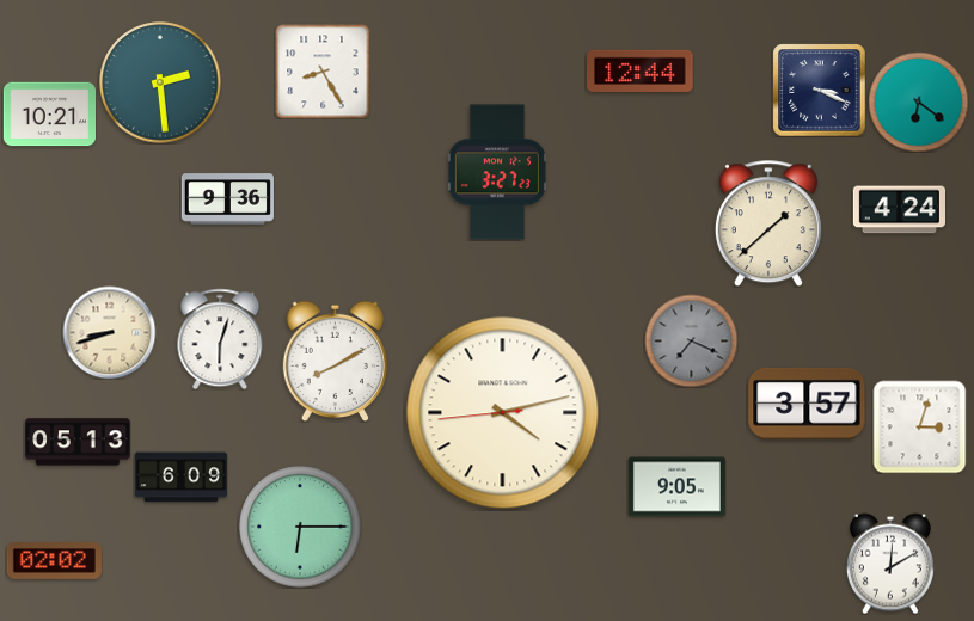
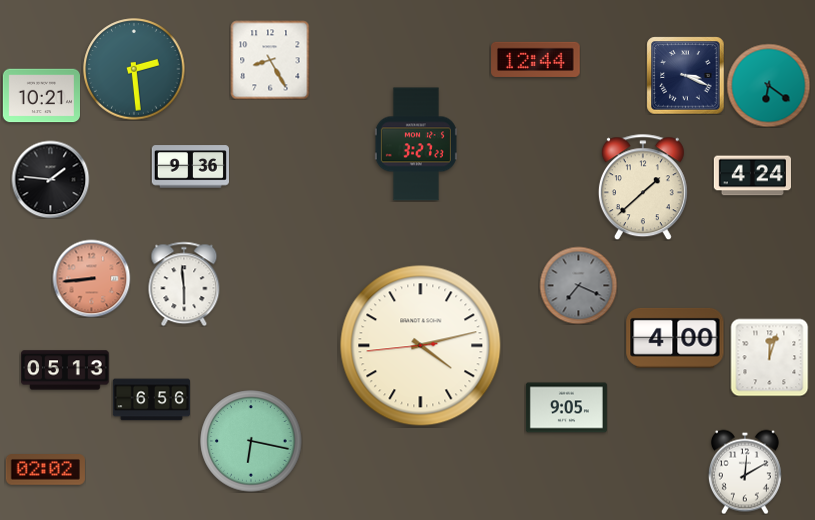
clock at (50, 179): none -> 1:46
clock at (109, 332): 8:42 -> 8:44
clock at (109, 332) dial: cream -> salmon
clock at (220, 339): 6:03 -> 5:59
clock at (335, 361): 8:10 -> none
clock at (807, 404): 3:57 -> 4:00
clock at (919, 426): 3:03 -> 12:03
clock at (180, 478): 6:09 -> 6:56
clock at (300, 527): 6:15 -> 6:17
